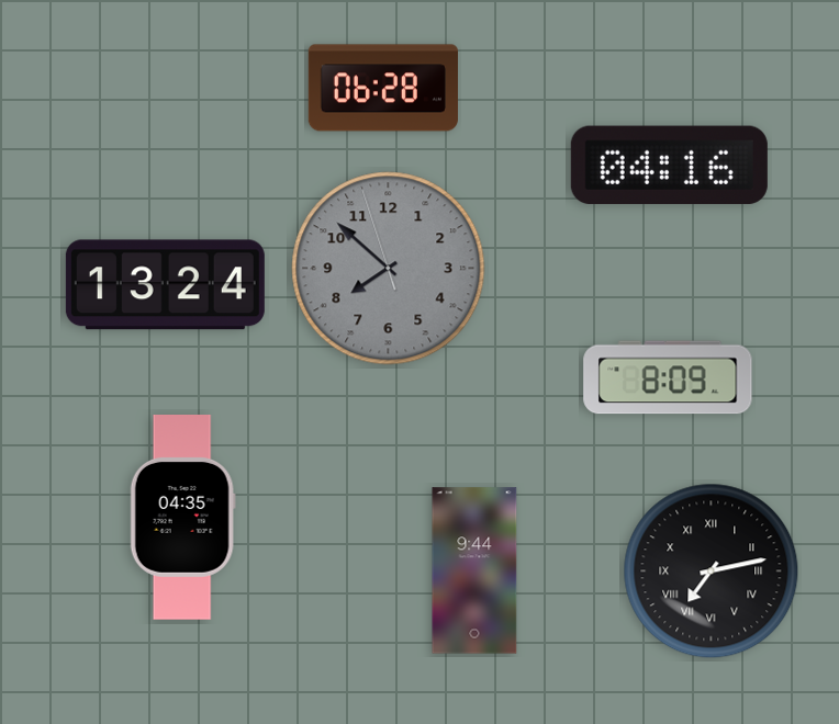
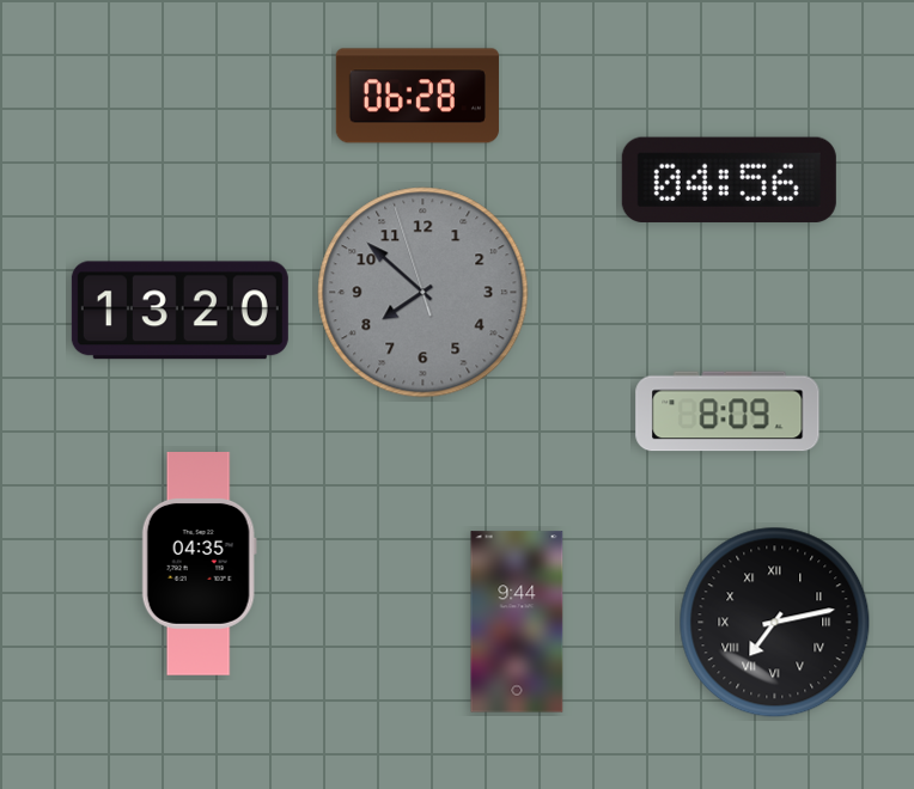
clock at (669, 165): 04:16 -> 04:56
clock at (165, 285): 13:24 -> 13:20
